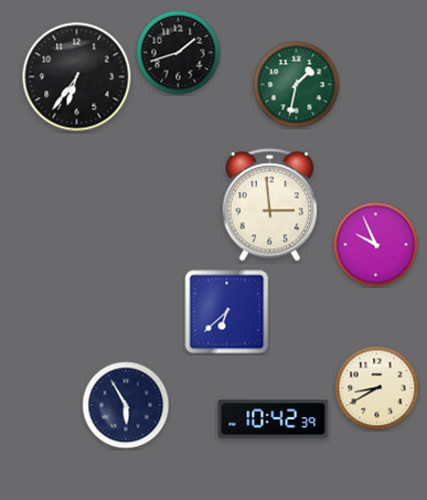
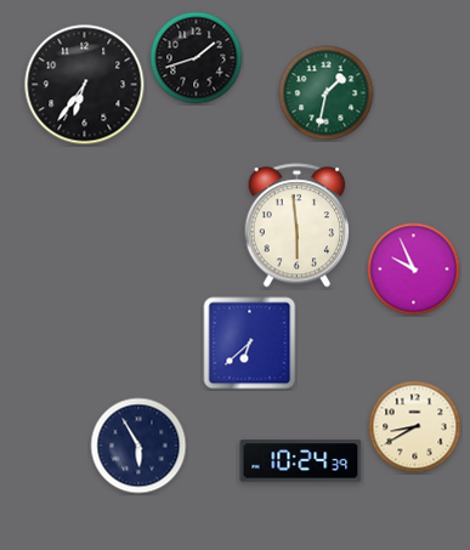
clock at (270, 205): 2:59 -> 5:59
clock at (274, 419): 10:42 -> 10:24
